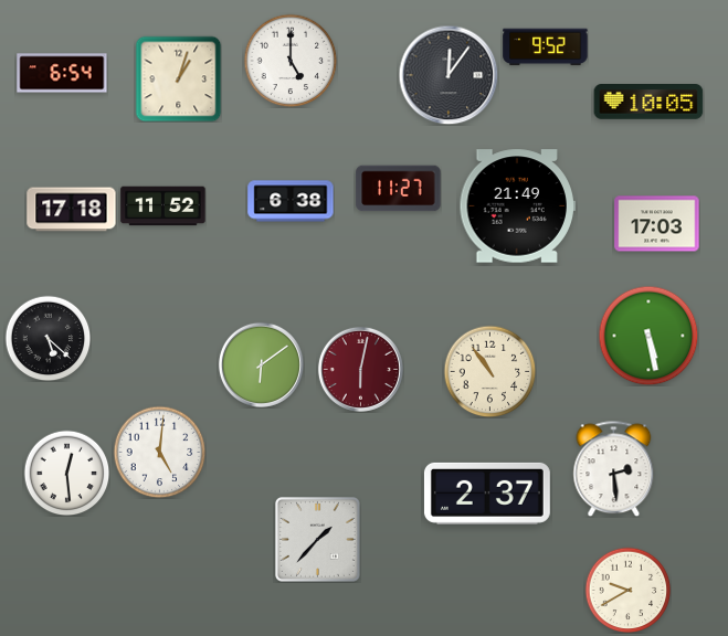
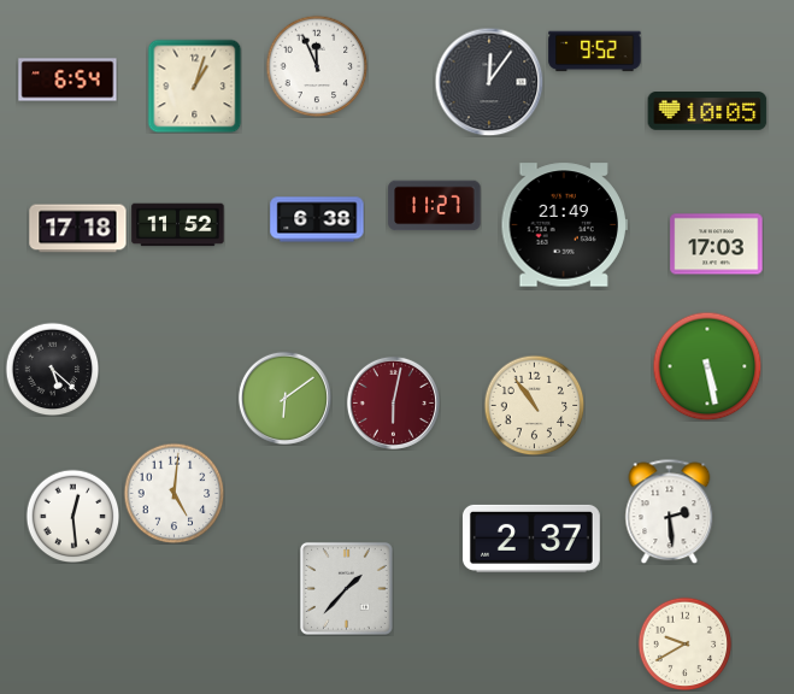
clock at (291, 61): 5:00 -> 11:56
